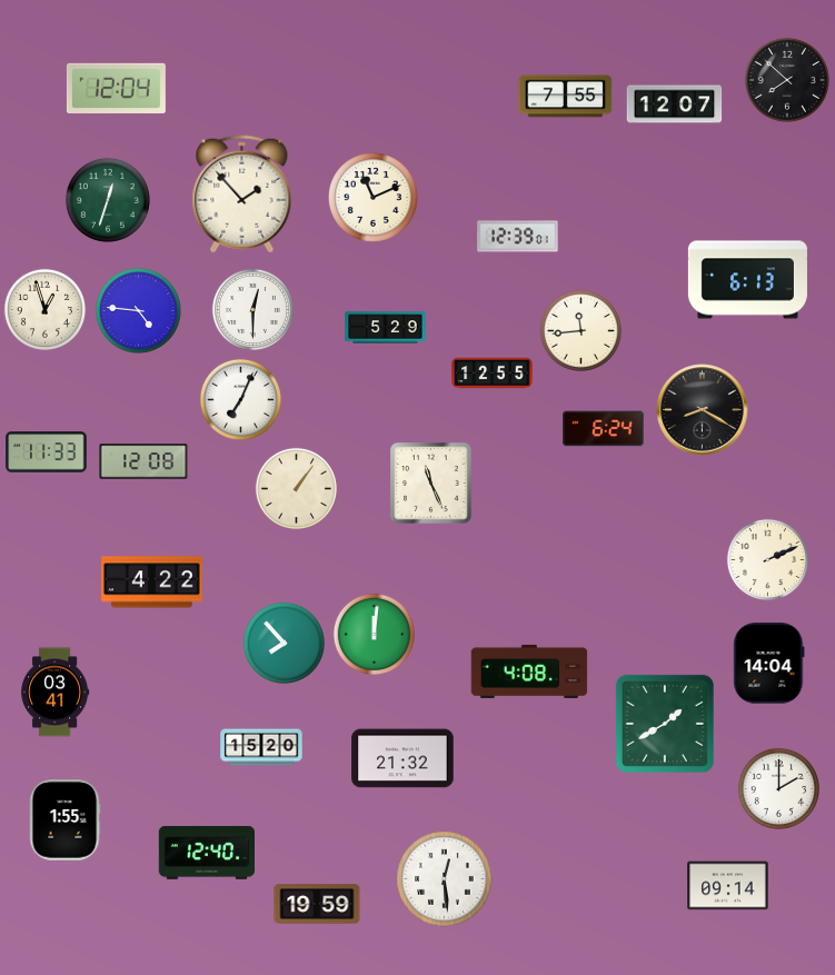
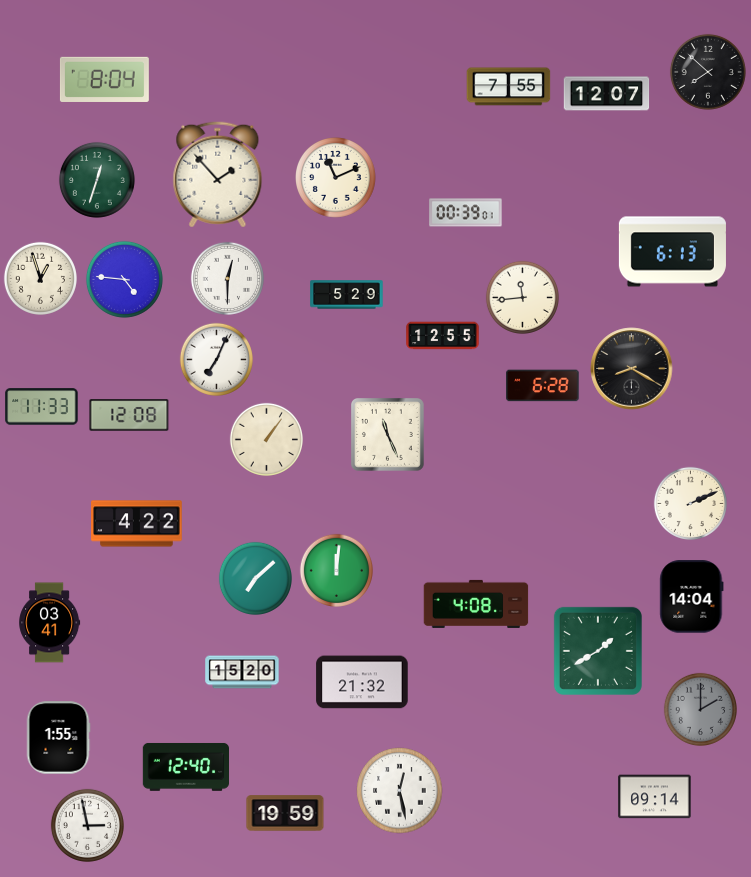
clock at (116, 88): 12:04 -> 8:04
clock at (518, 237): 12:39 -> 00:39
clock at (604, 429): 6:24 -> 6:28
clock at (284, 643): 7:53 -> 7:08
clock at (261, 747) position: (261, 747) -> (242, 672)
clock at (778, 788) dial: white -> grey
clock at (445, 879): 12:29 -> 12:28
clock at (87, 825): none -> 2:58
